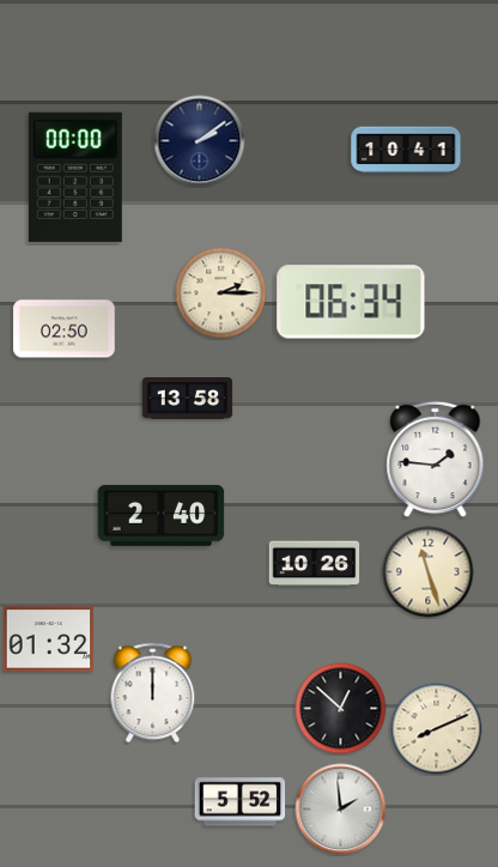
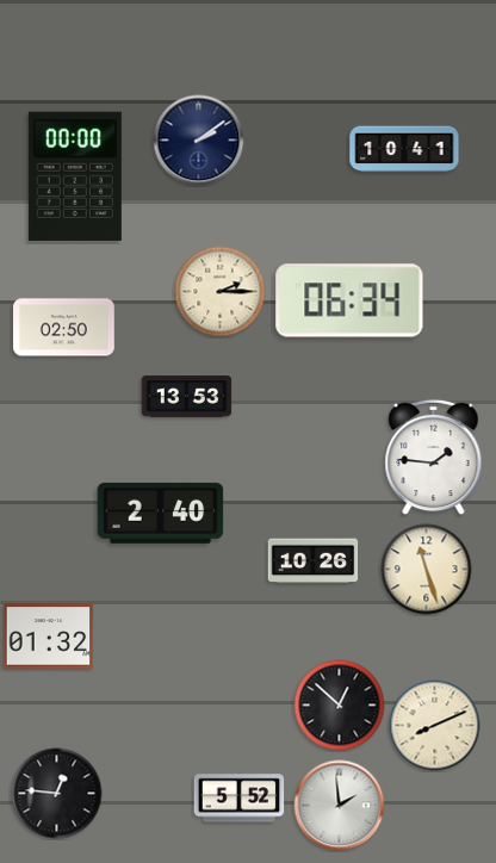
clock at (188, 399): 13:58 -> 13:53
clock at (153, 693): 12:00 -> none
clock at (57, 794): none -> 12:46
